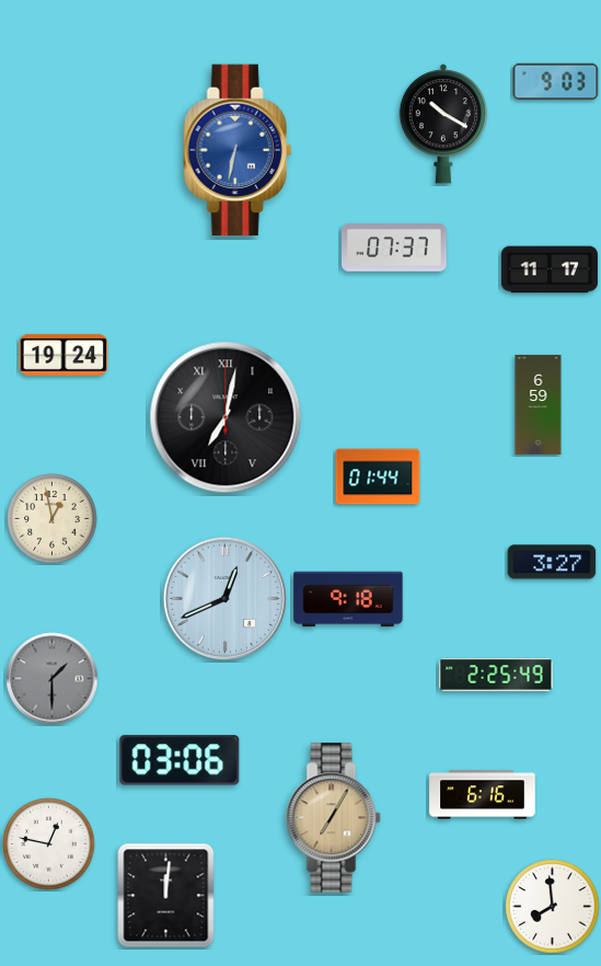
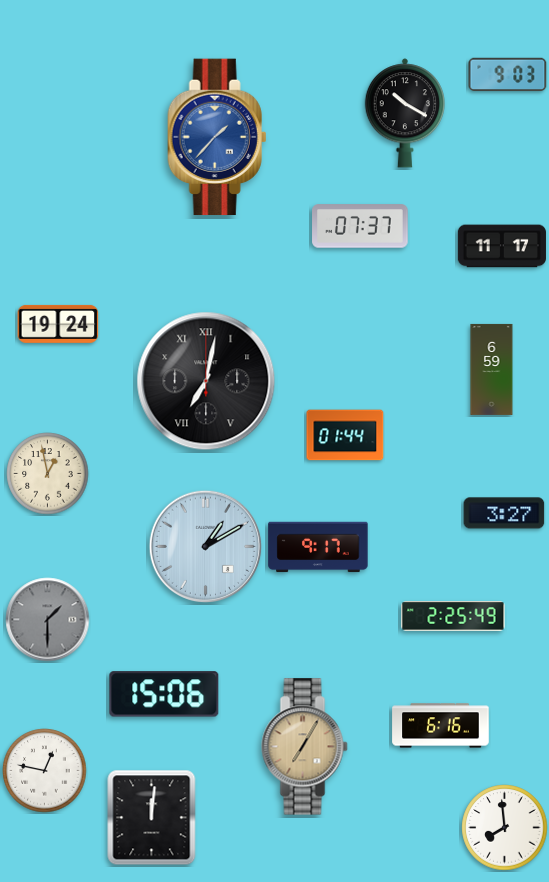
clock at (238, 150): 6:32 -> 1:37
clock at (226, 599): 12:41 -> 1:10
clock at (348, 599): 9:18 -> 9:17
clock at (180, 760): 03:06 -> 15:06
